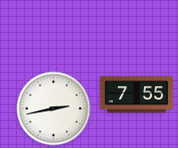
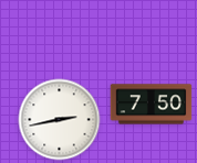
clock at (137, 95): 7:55 -> 7:50
